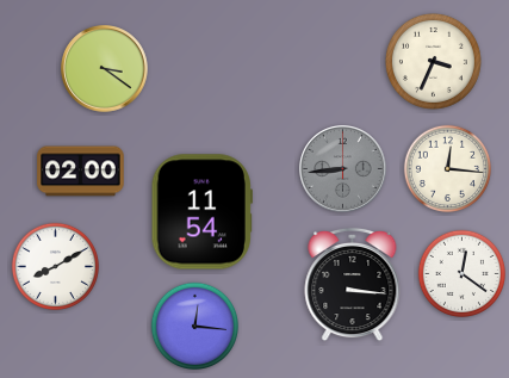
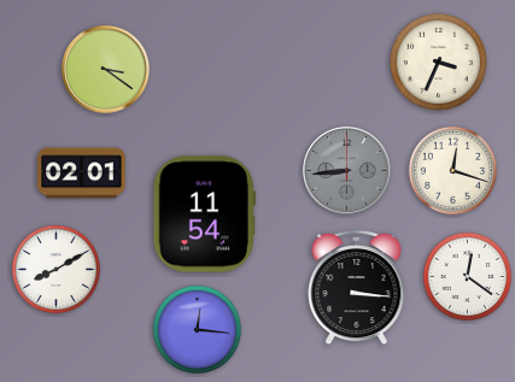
clock at (447, 168): 12:16 -> 12:18
clock at (81, 172): 02:00 -> 02:01
